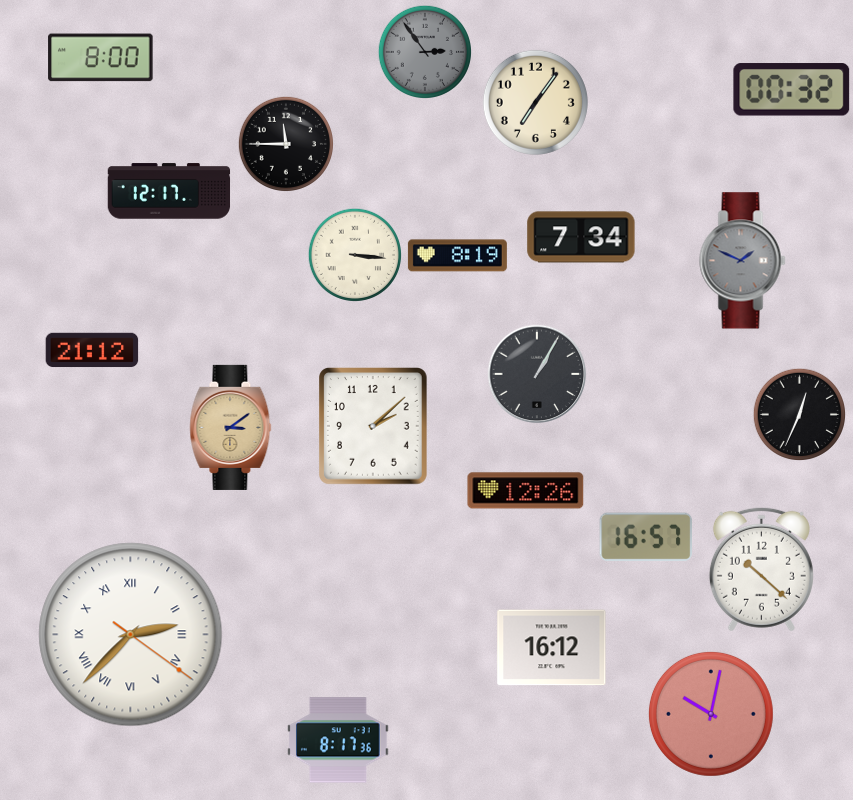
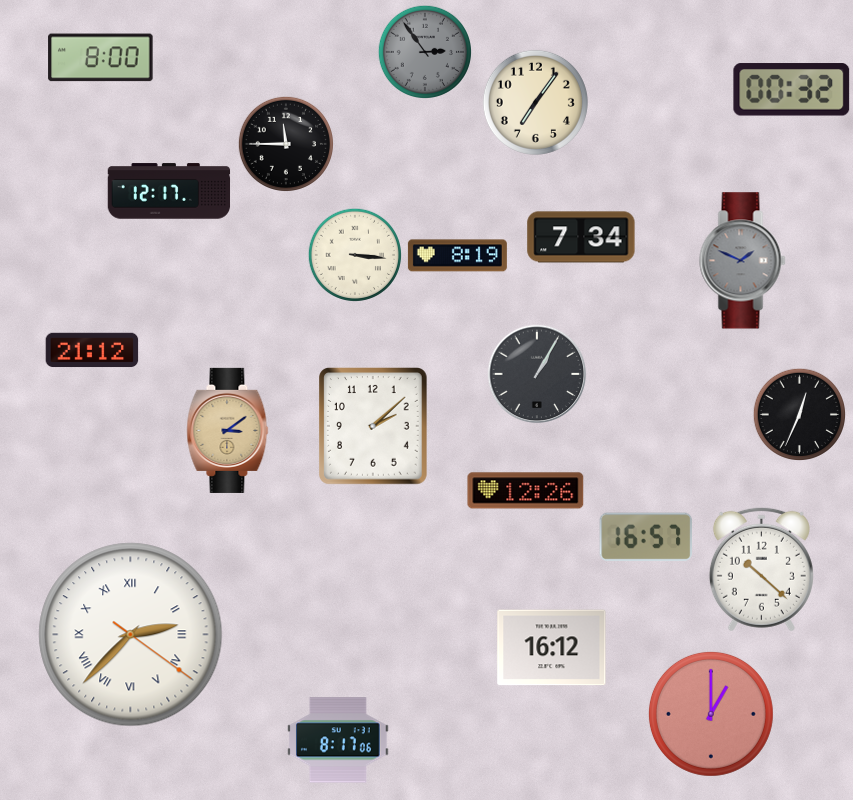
clock at (231, 427) position: (231, 427) -> (228, 430)
clock at (711, 714): 10:02 -> 1:00
clock at (339, 740): 8:17:36 -> 8:17:06
